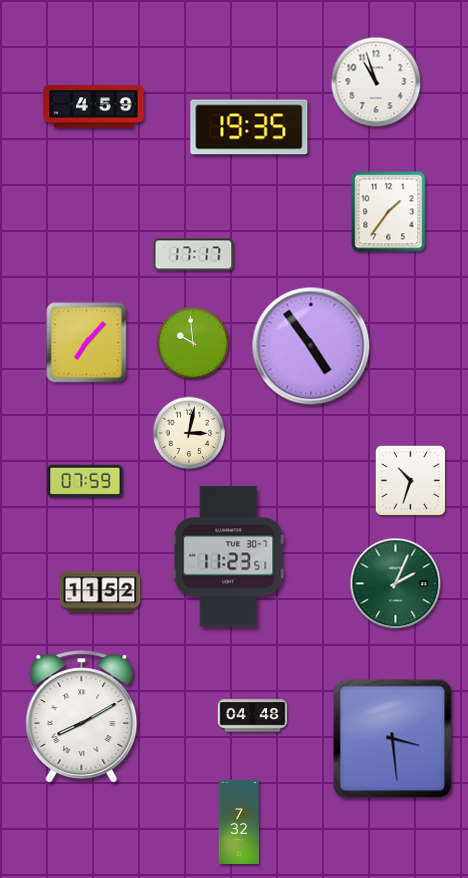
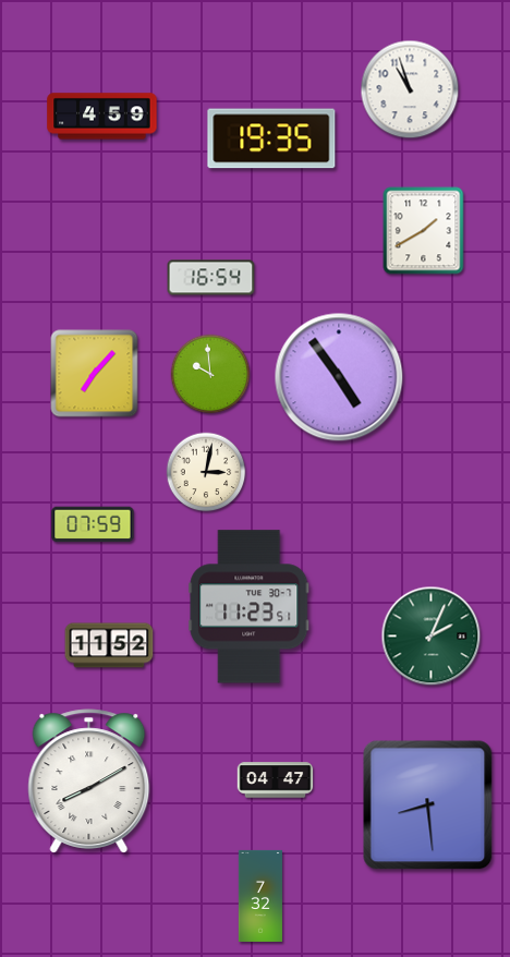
clock at (389, 212): 1:36 -> 1:40
clock at (194, 255): 17:17 -> 16:54
clock at (410, 480): 10:33 -> none
clock at (253, 716): 04:48 -> 04:47
clock at (393, 739): 3:29 -> 8:29
